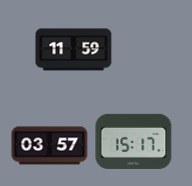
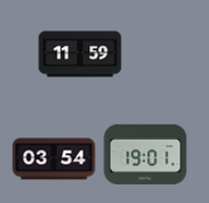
clock at (134, 141): 15:17 -> 19:01
clock at (50, 146): 03:57 -> 03:54
